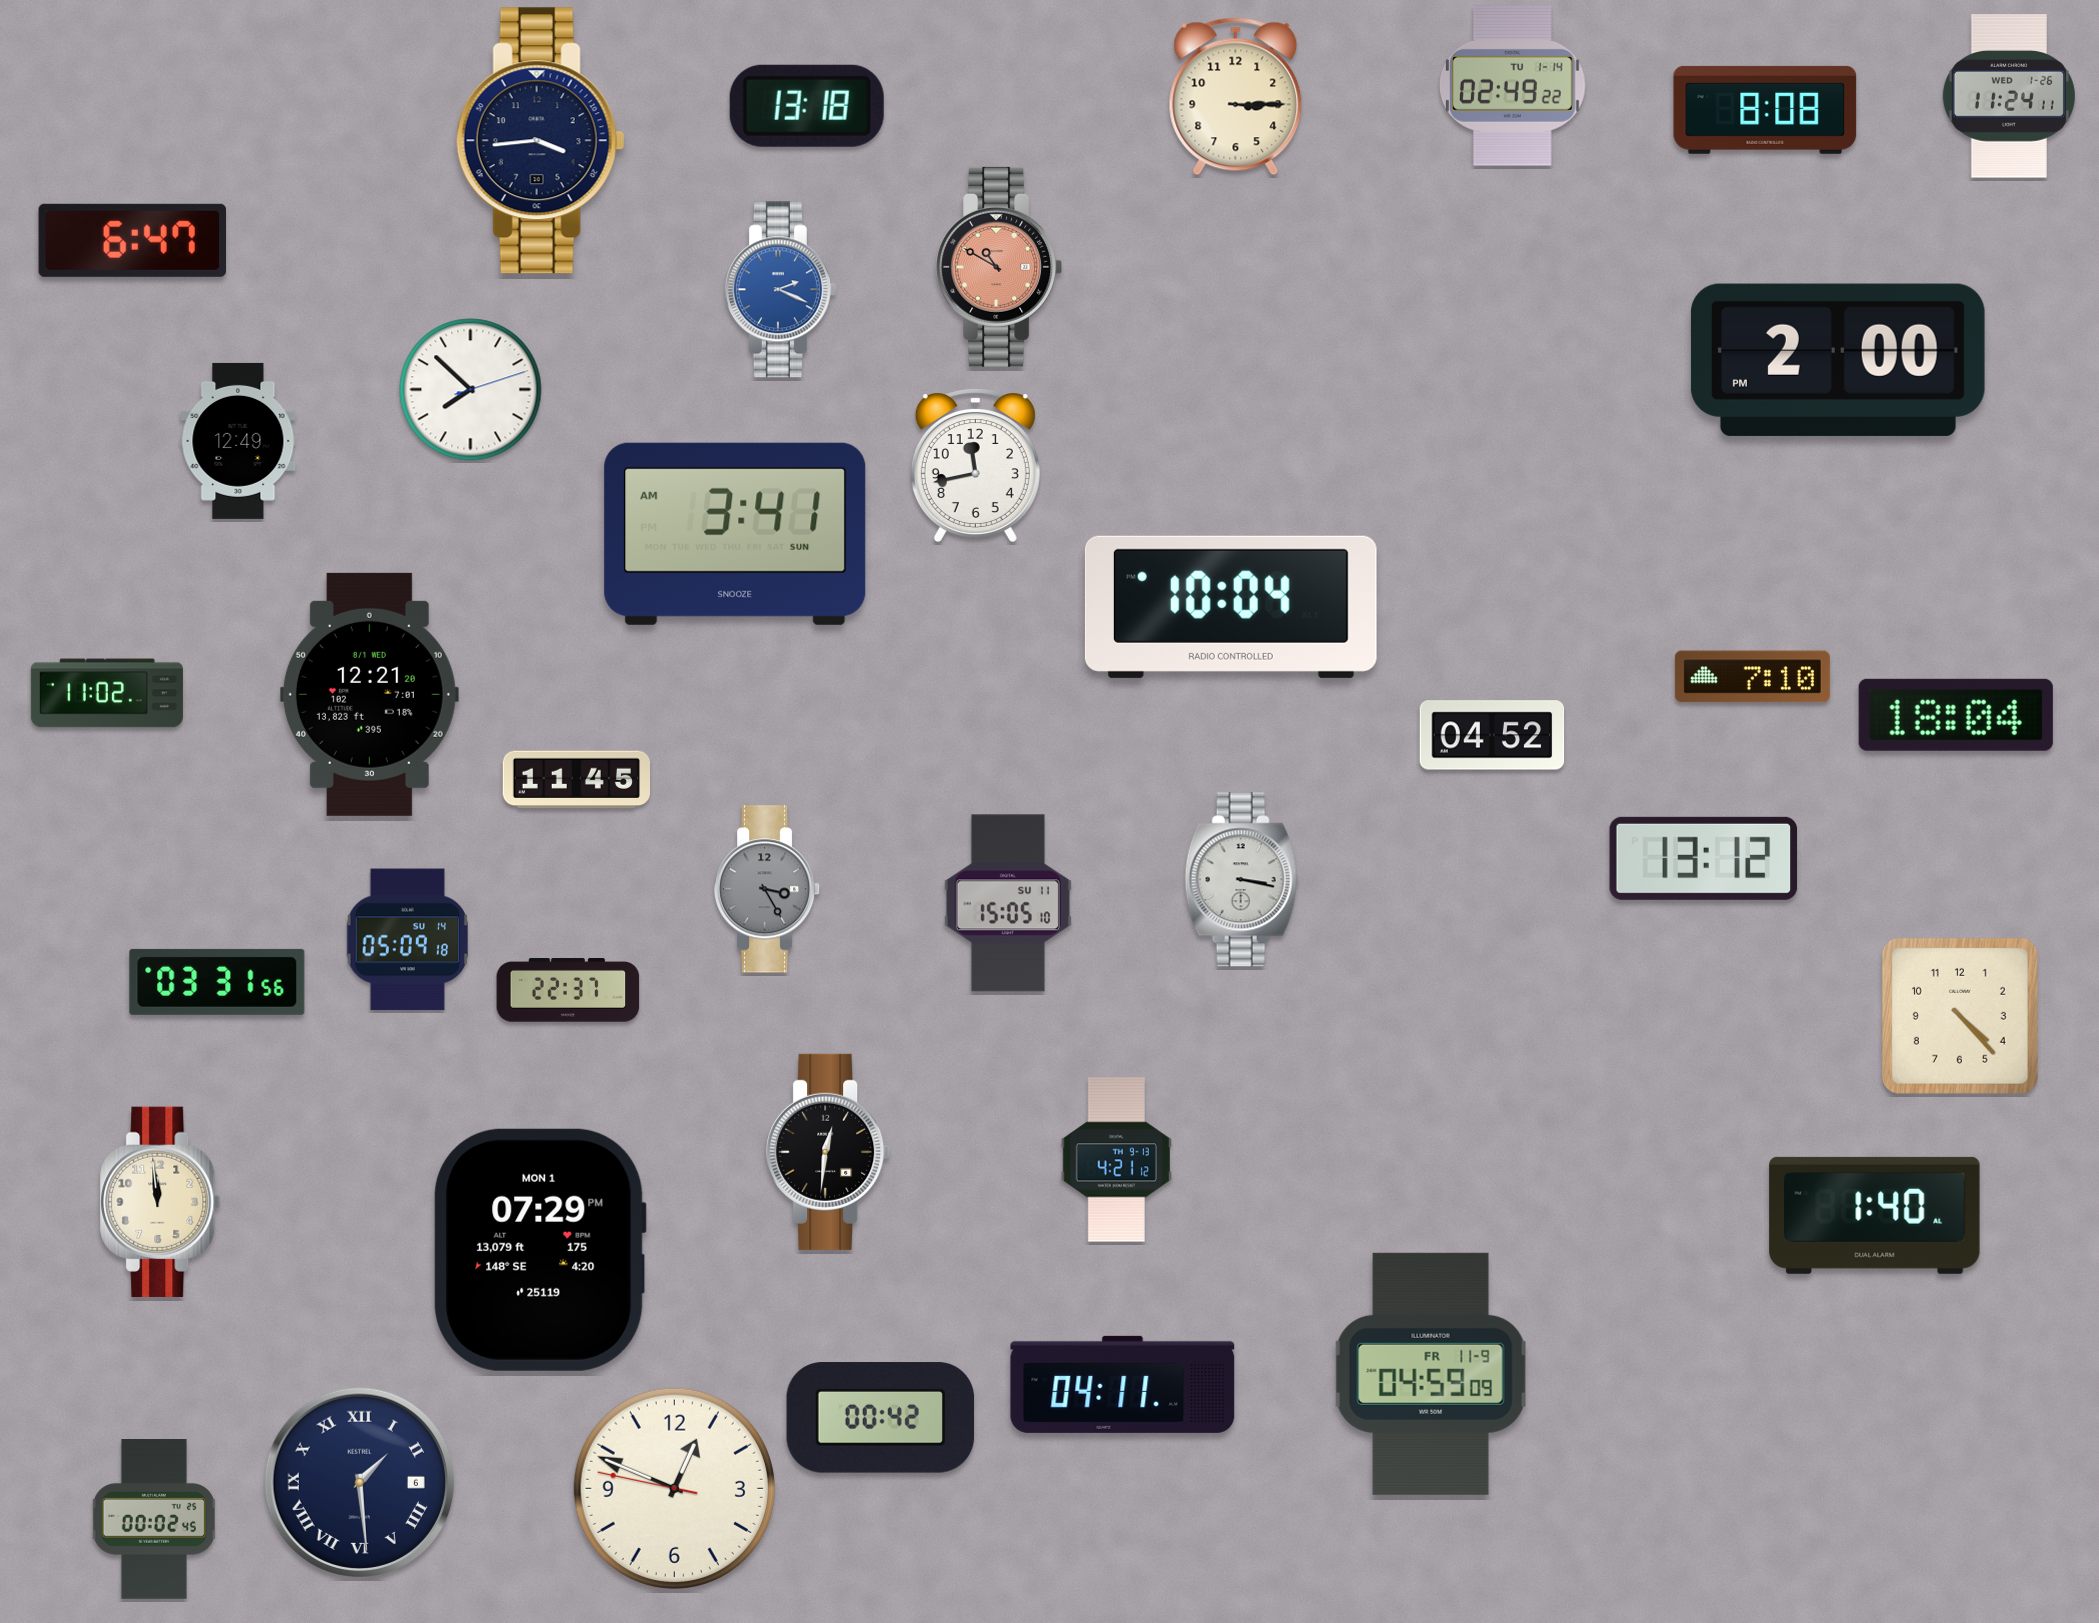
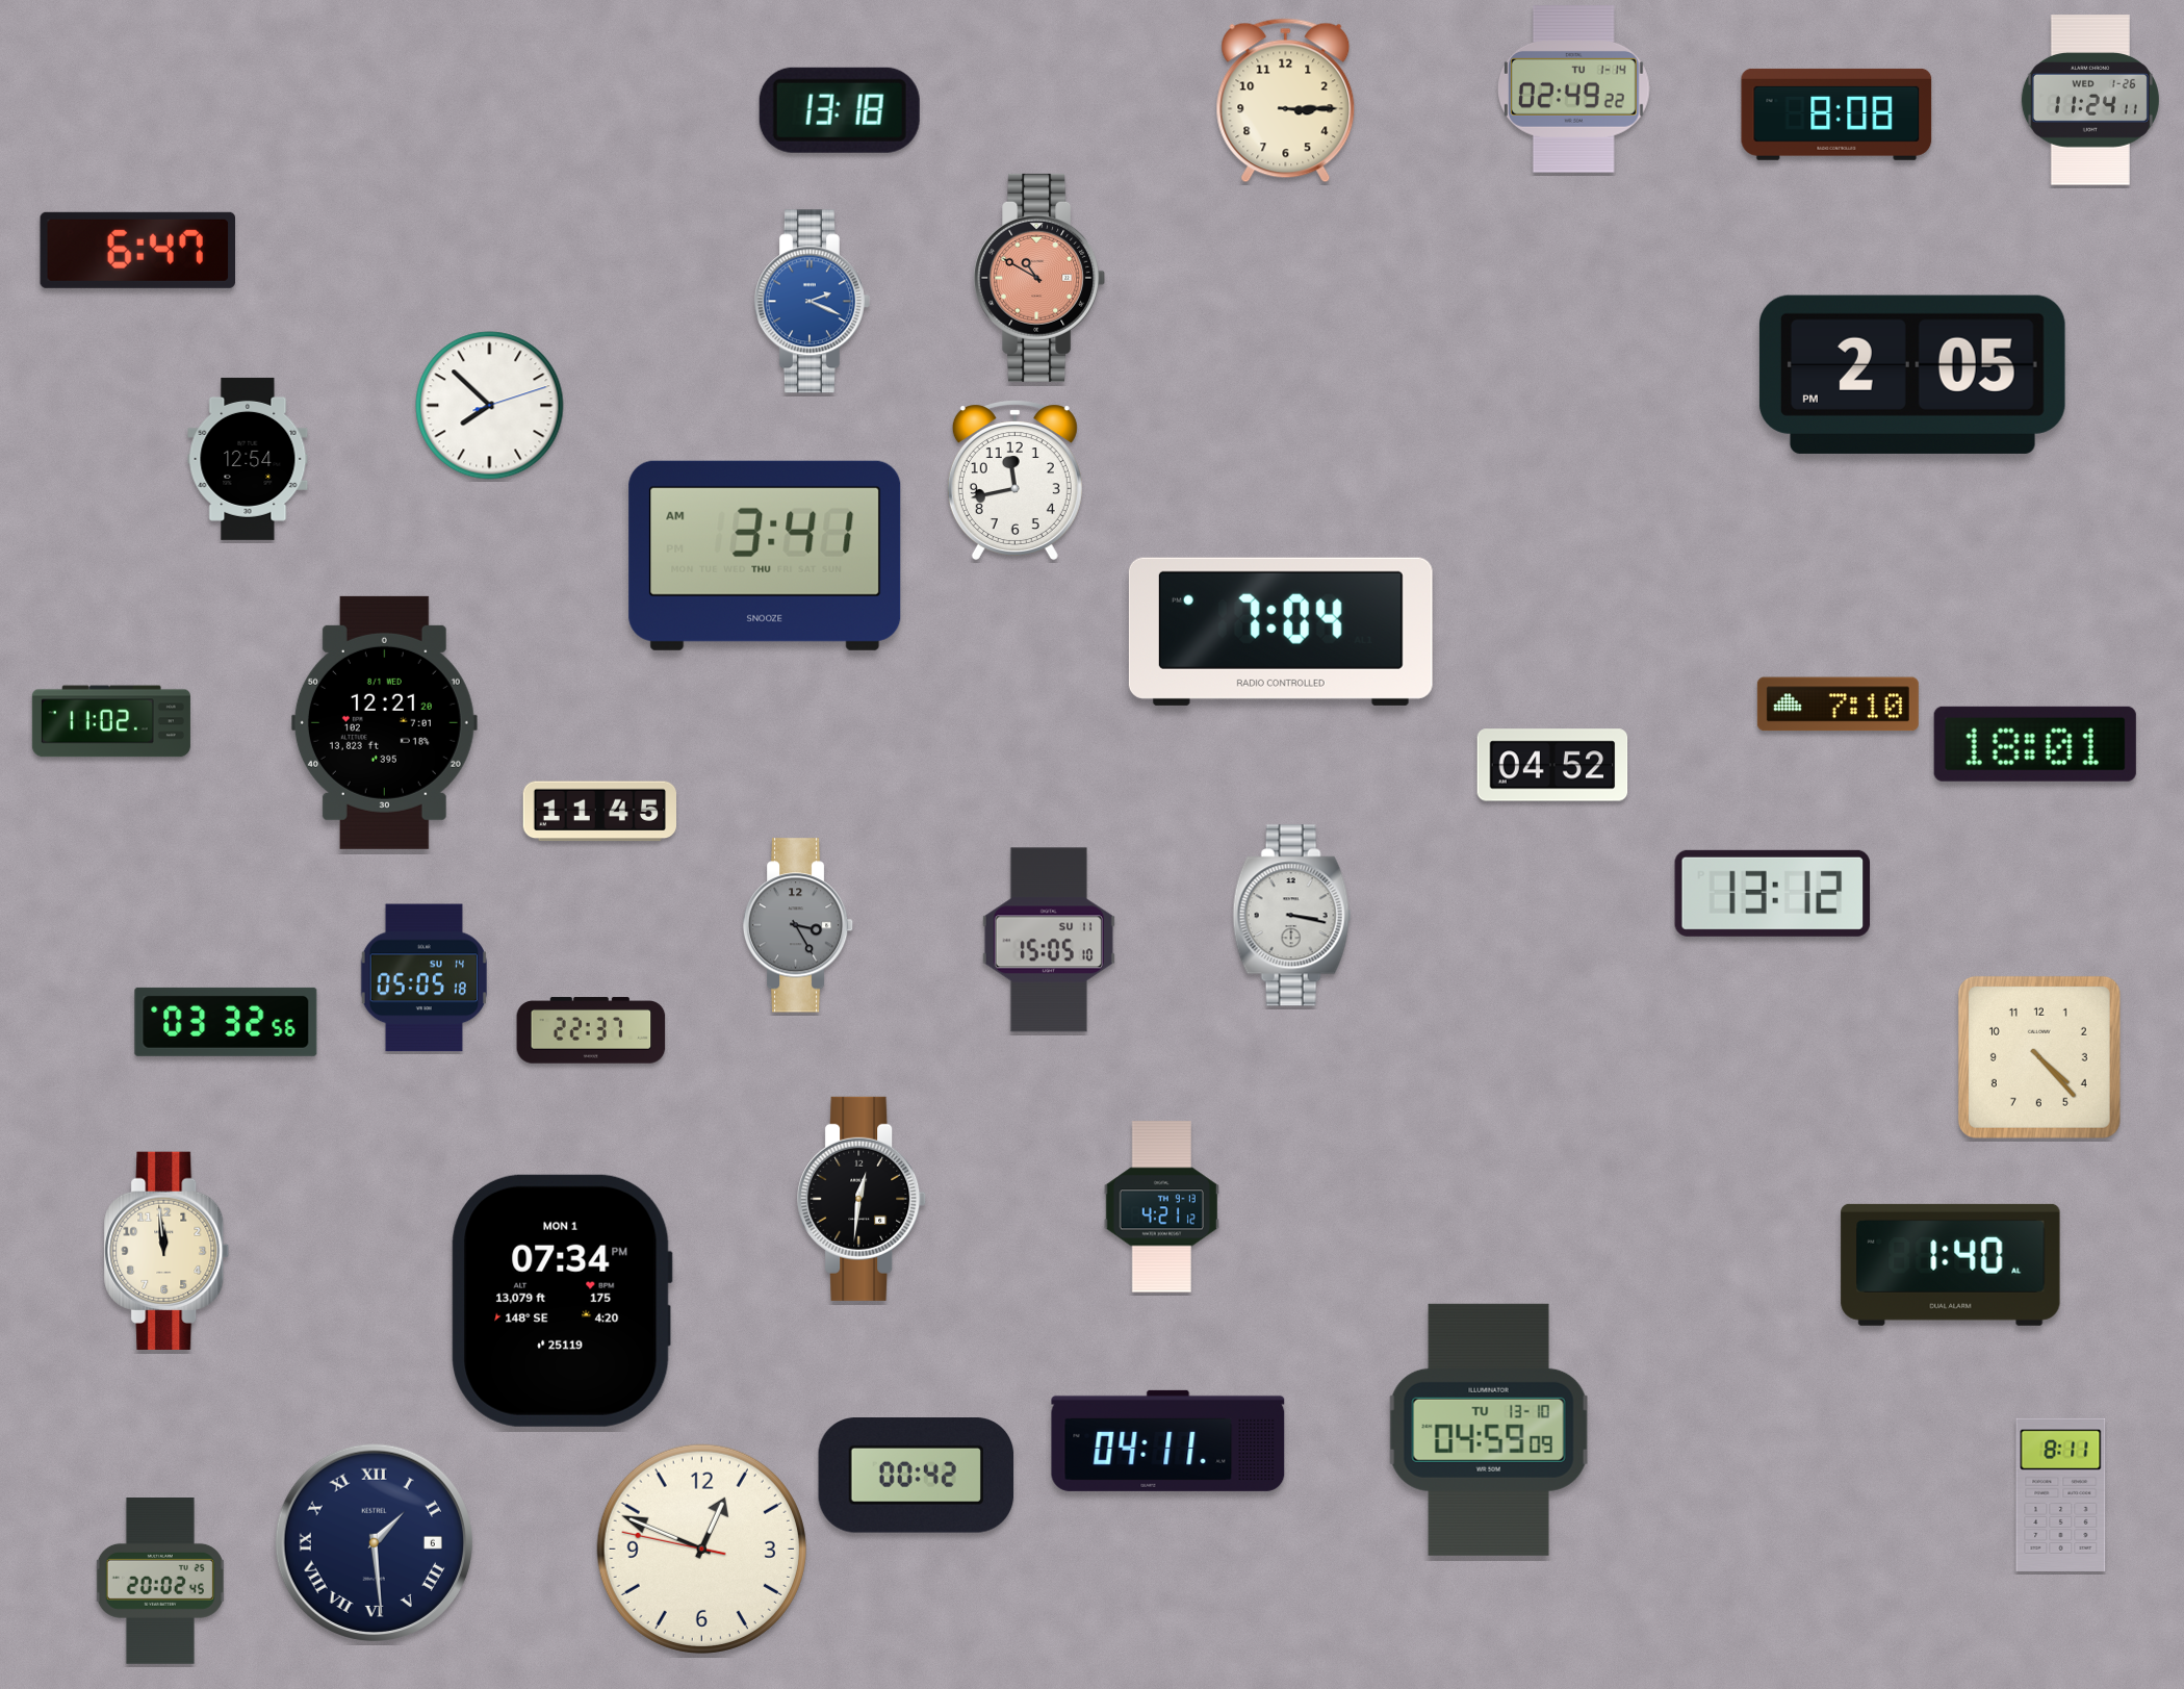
clock at (540, 141): 3:44 -> none
clock at (1838, 360): 2:00 -> 2:05
clock at (238, 441): 12:49 -> 12:54
clock at (975, 465) position: (975, 465) -> (1014, 480)
clock at (735, 534) date: SUN -> THU
clock at (1231, 607): 10:04 -> 7:04
clock at (1752, 677) position: (1752, 677) -> (1838, 705)
clock at (1956, 715): 18:04 -> 18:01
clock at (407, 940): 05:09 -> 05:05
clock at (217, 982): 03:31 -> 03:32
clock at (540, 1250): 07:29 -> 07:34
clock at (1431, 1374) date: FR 11-9 -> TU 13-10
clock at (2061, 1494): none -> 8:11
clock at (154, 1520): 00:02 -> 20:02
